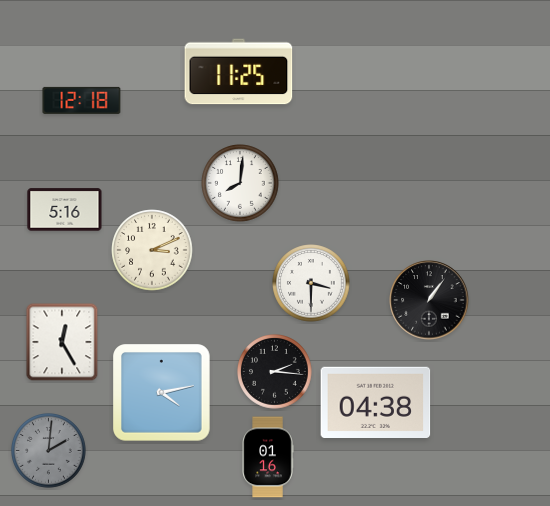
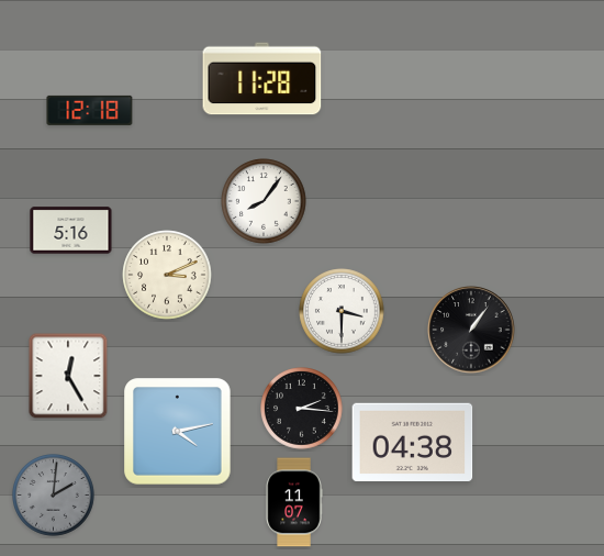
clock at (239, 72): 11:25 -> 11:28
clock at (240, 183): 8:01 -> 8:06
clock at (268, 457): 01:16 -> 11:07
